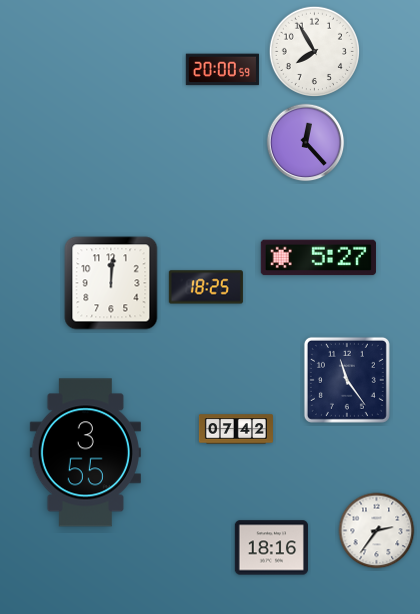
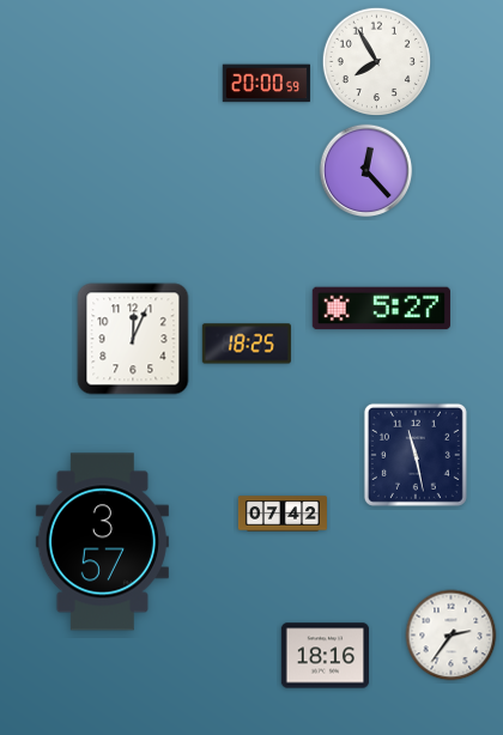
clock at (111, 283): 12:01 -> 12:04
clock at (347, 380): 11:24 -> 11:28
clock at (85, 453): 3:55 -> 3:57
